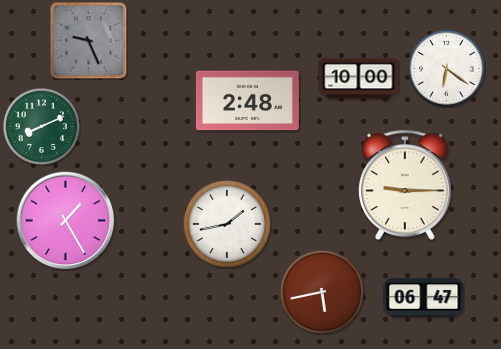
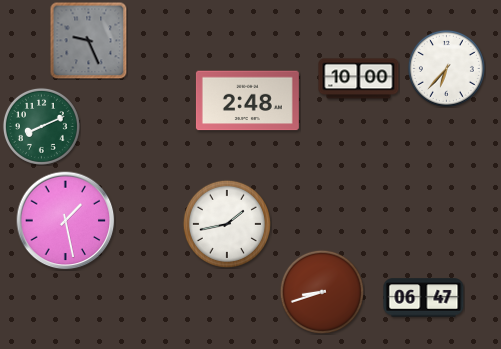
clock at (446, 68): 6:21 -> 6:37
clock at (406, 185): 9:15 -> none
clock at (66, 221): 1:25 -> 1:28
clock at (322, 292): 5:43 -> 8:42
